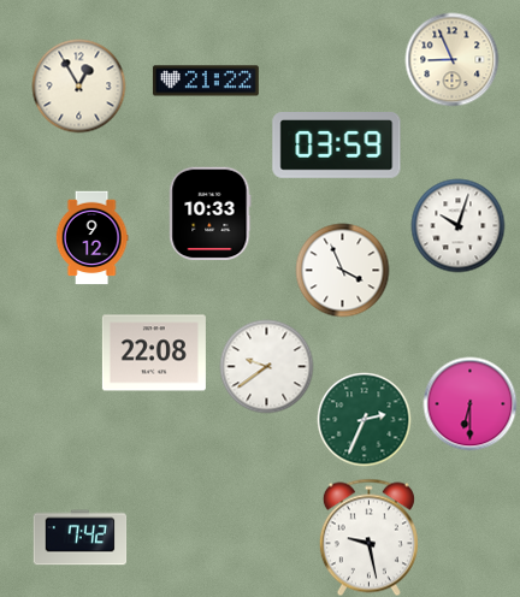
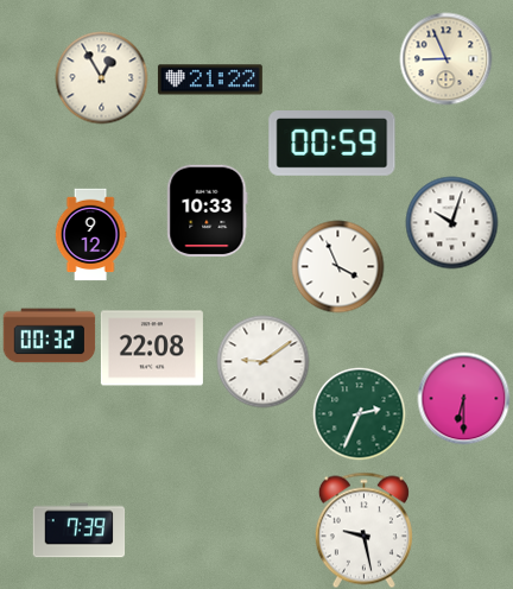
clock at (206, 81) position: (206, 81) -> (210, 80)
clock at (78, 85) position: (78, 85) -> (101, 77)
clock at (337, 146): 03:59 -> 00:59
clock at (49, 336): none -> 00:32
clock at (266, 366): 9:39 -> 9:09
clock at (79, 538): 7:42 -> 7:39
